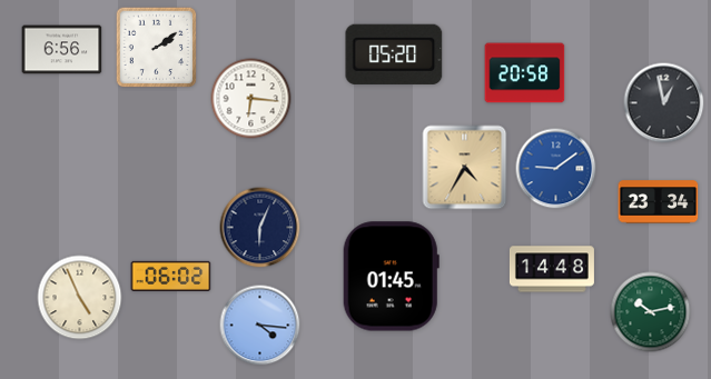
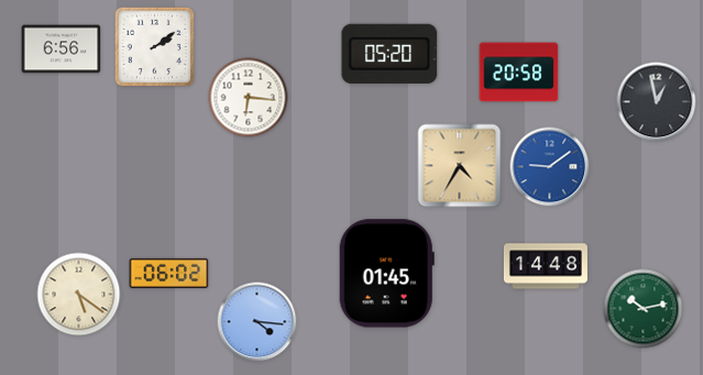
clock at (659, 202): 23:34 -> none
clock at (260, 228): 6:04 -> none
clock at (80, 298): 4:56 -> 5:21
